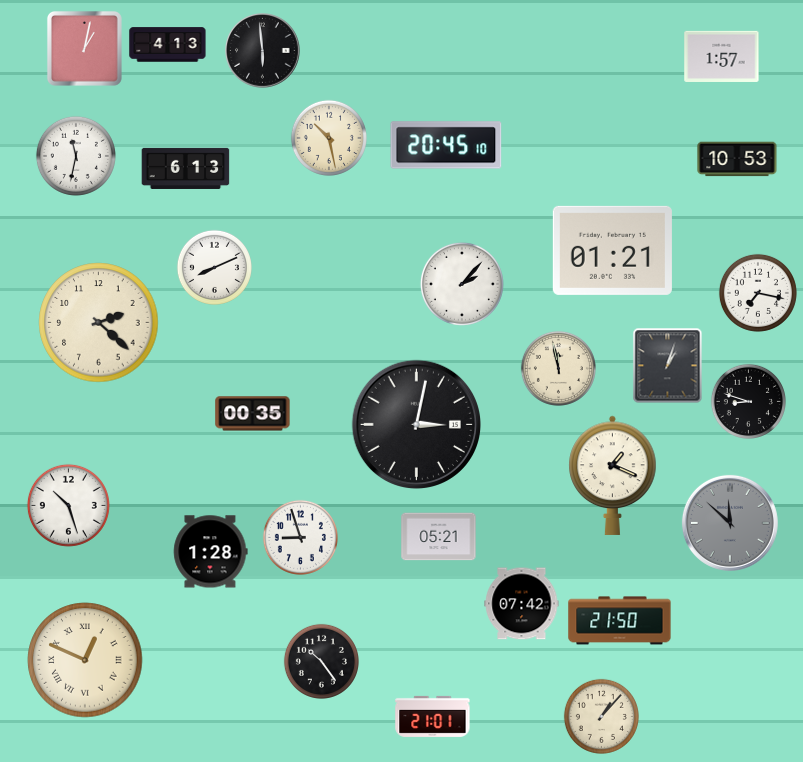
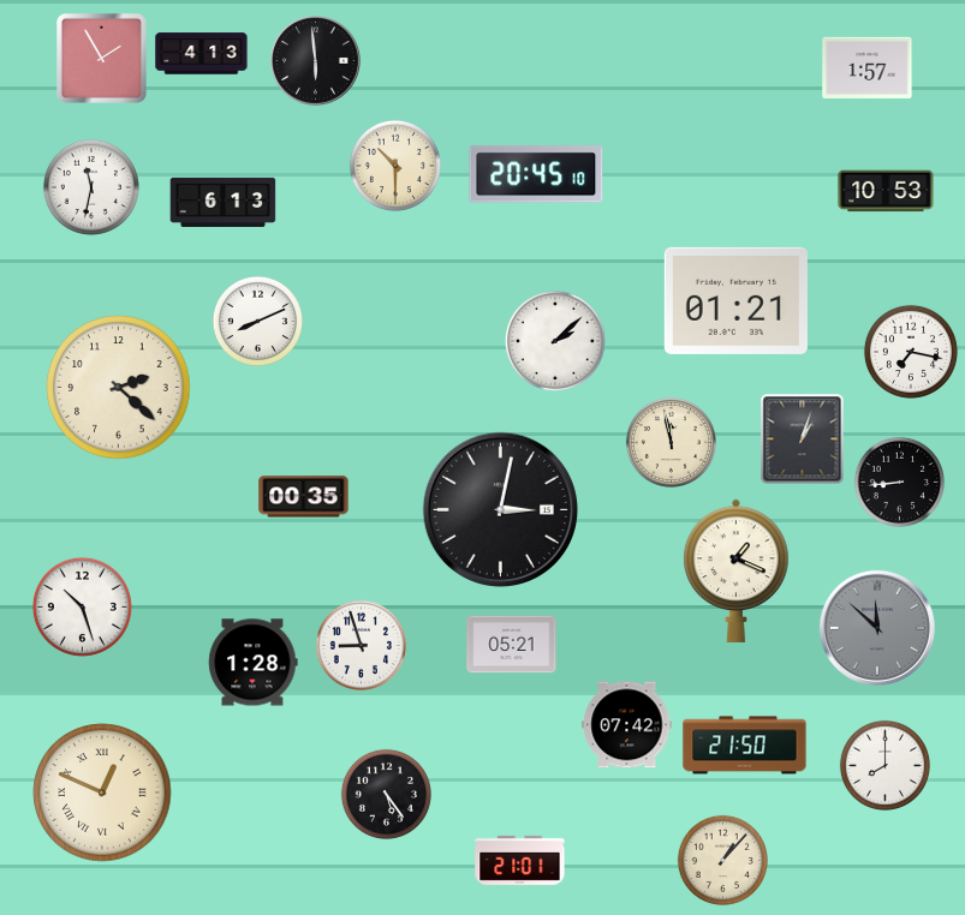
clock at (84, 48): 1:02 -> 1:55
clock at (329, 138): 10:28 -> 10:30
clock at (462, 284): 2:07 -> 2:08
clock at (748, 401): 8:48 -> 8:44
clock at (439, 537) position: (439, 537) -> (512, 645)
clock at (884, 765): none -> 8:00
clock at (321, 661): 10:24 -> 5:24
